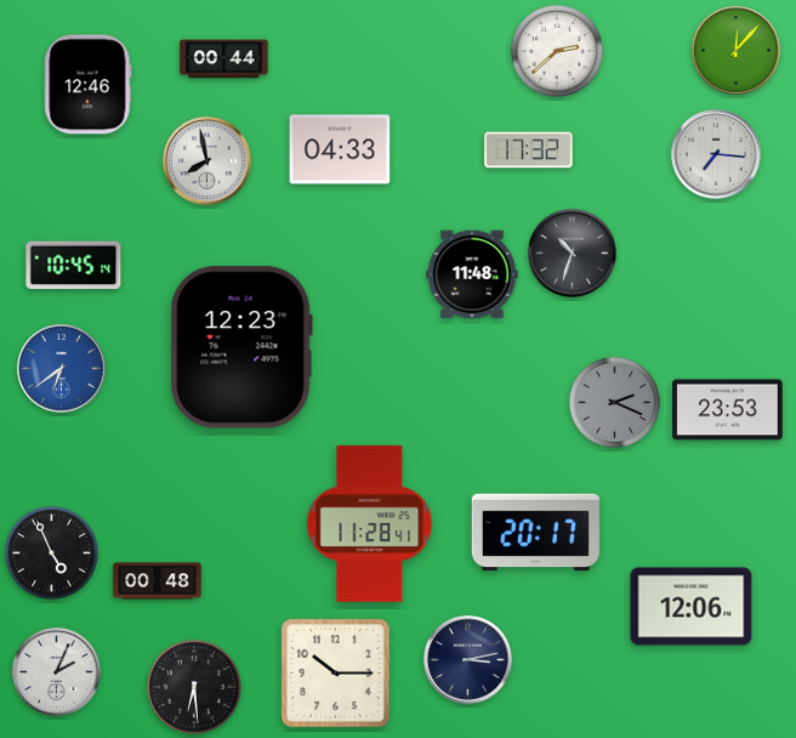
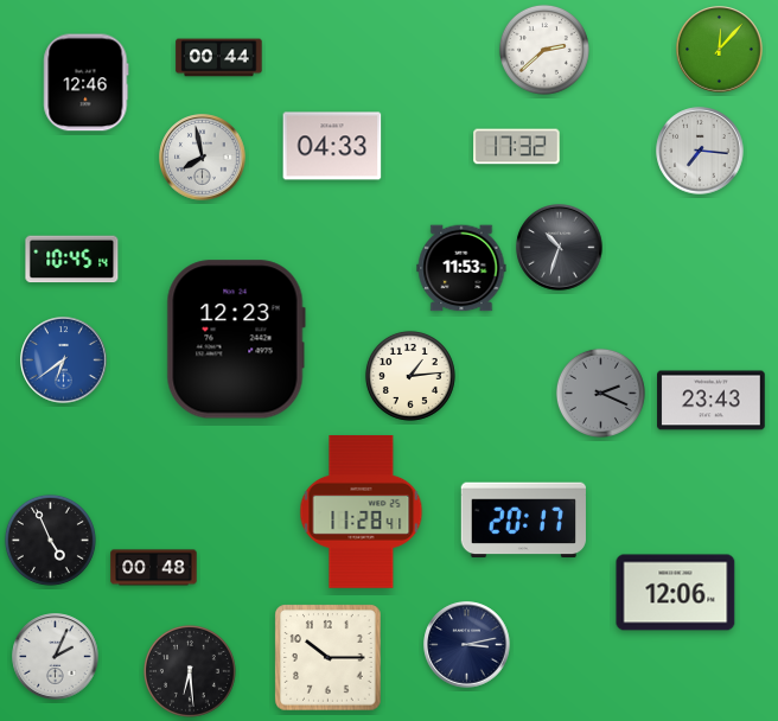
clock at (472, 274): 11:48 -> 11:53
clock at (62, 369) position: (62, 369) -> (64, 360)
clock at (410, 376): none -> 1:14
clock at (728, 410): 23:53 -> 23:43
clock at (468, 660) position: (468, 660) -> (467, 645)
